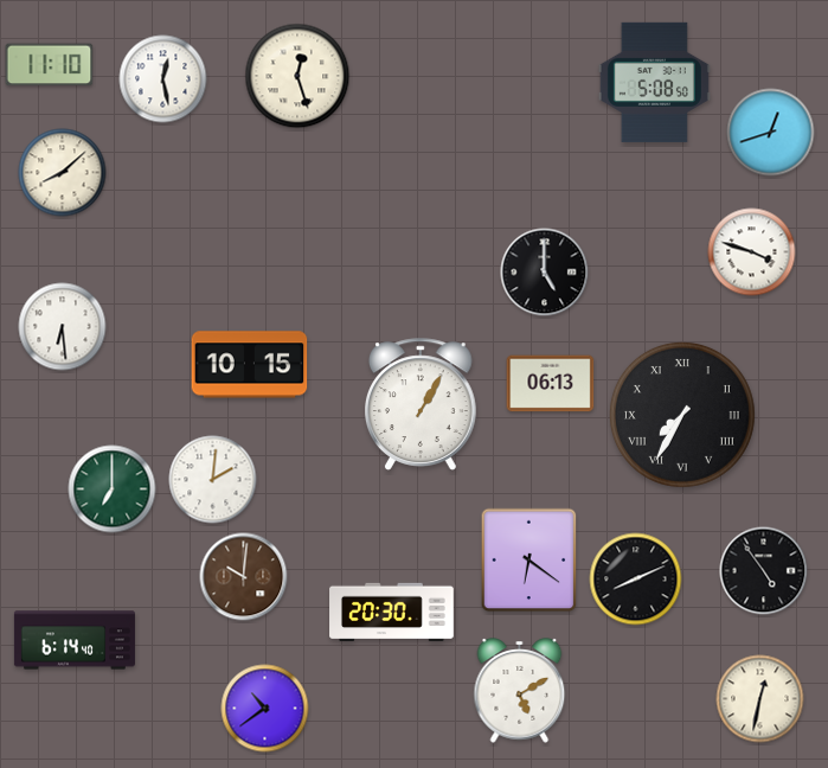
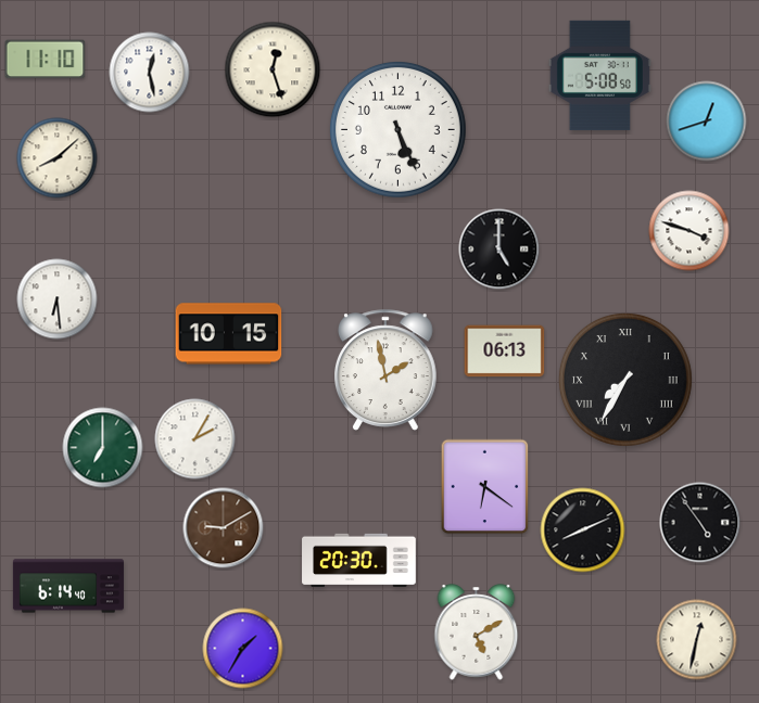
clock at (399, 130): none -> 5:26
clock at (422, 404): 1:05 -> 1:58
clock at (213, 480): 2:01 -> 2:05
clock at (529, 561) position: (529, 561) -> (485, 487)
clock at (244, 577): 10:01 -> 9:10
clock at (265, 709): 10:39 -> 1:35
